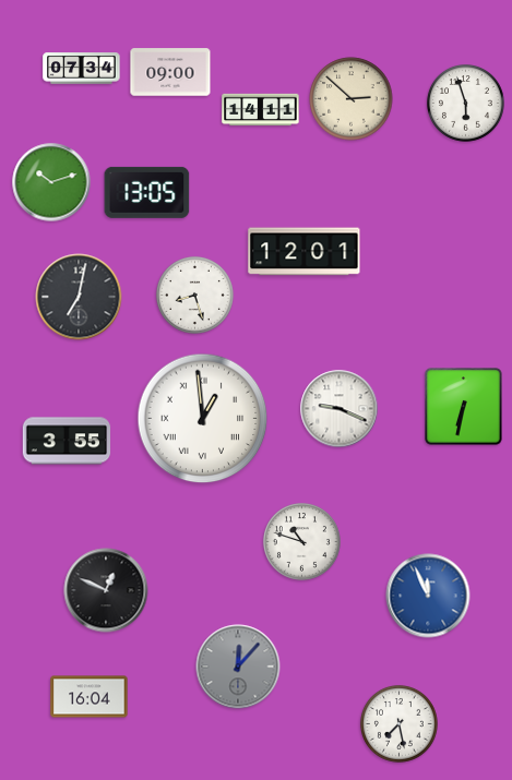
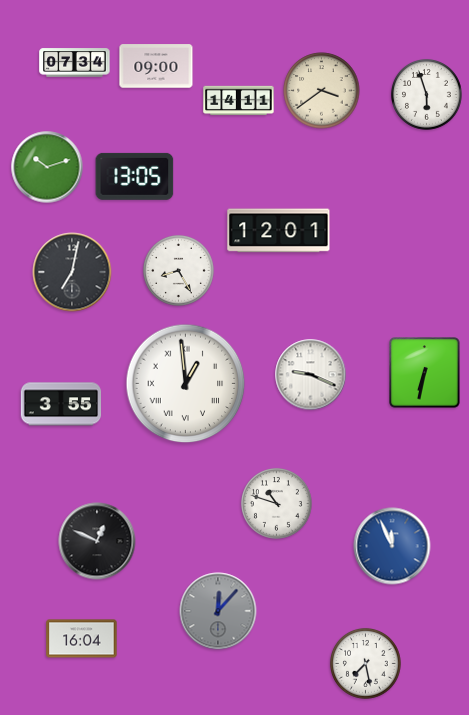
clock at (352, 99): 2:52 -> 3:39
clock at (194, 295): 8:27 -> 8:25
clock at (301, 541) position: (301, 541) -> (276, 503)
